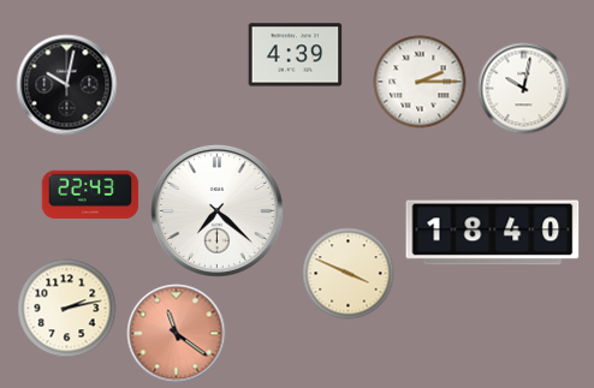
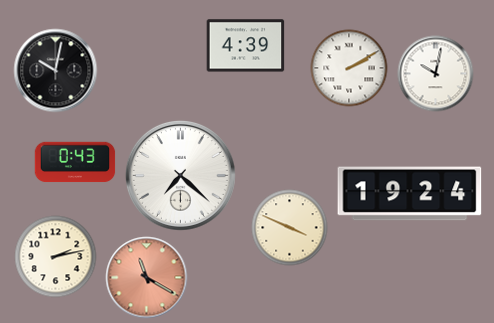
clock at (420, 82): 2:15 -> 2:10
clock at (90, 195): 22:43 -> 0:43
clock at (493, 233): 18:40 -> 19:24
clock at (177, 334): 11:21 -> 11:20
